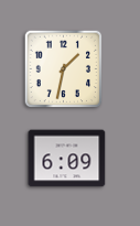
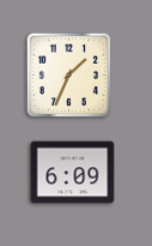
clock at (64, 69): 1:32 -> 1:34
